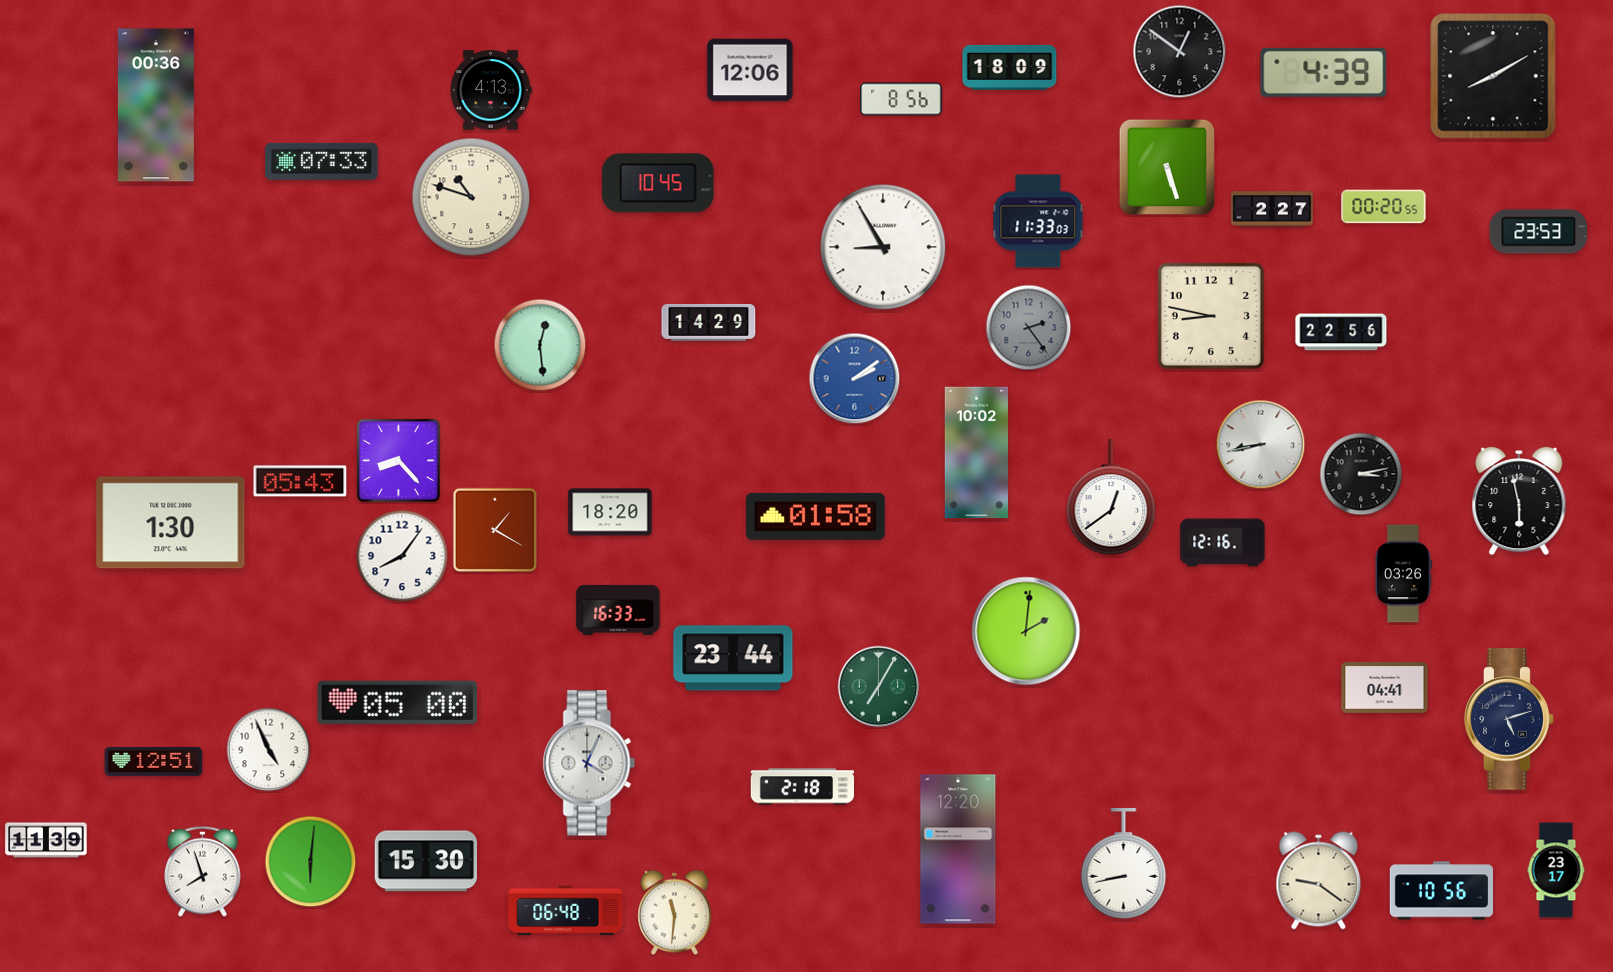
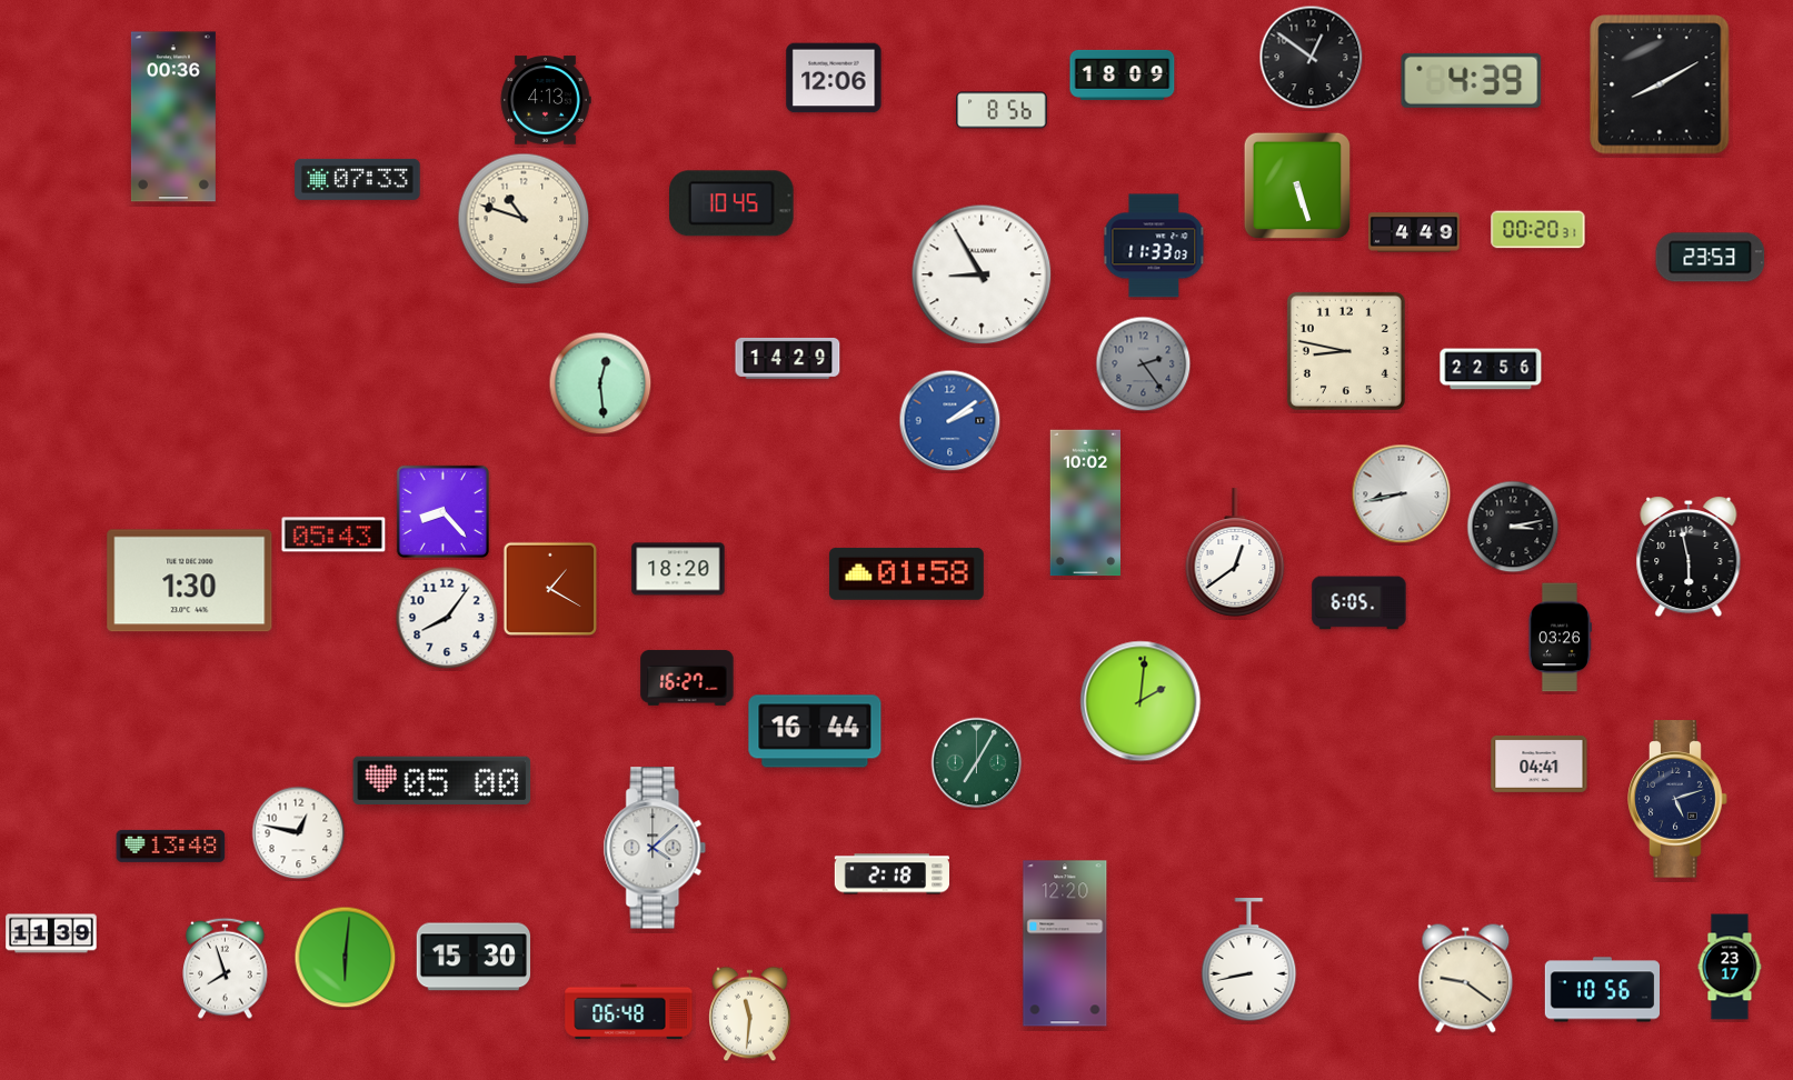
clock at (1384, 207): 00:20:55 -> 00:20:31
clock at (1272, 209): 2:27 -> 4:49
clock at (1223, 543): 12:16 -> 6:05
clock at (618, 610): 16:33 -> 16:27
clock at (733, 658): 23:44 -> 16:44
clock at (269, 750): 4:56 -> 12:47
clock at (154, 761): 12:51 -> 13:48
clock at (589, 763): 4:04 -> 4:08
